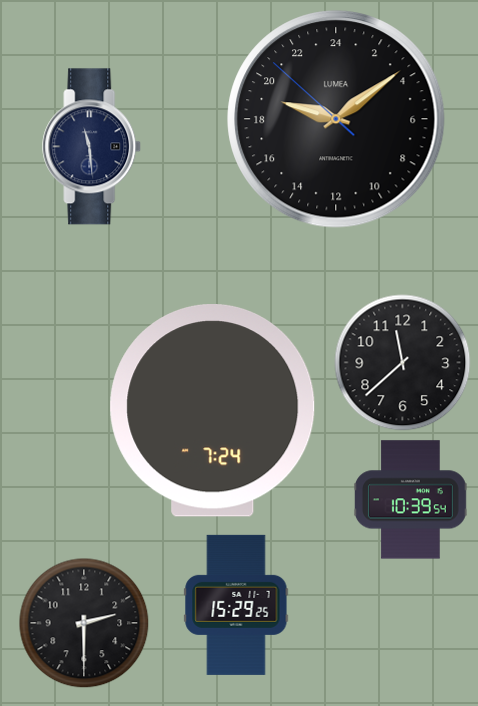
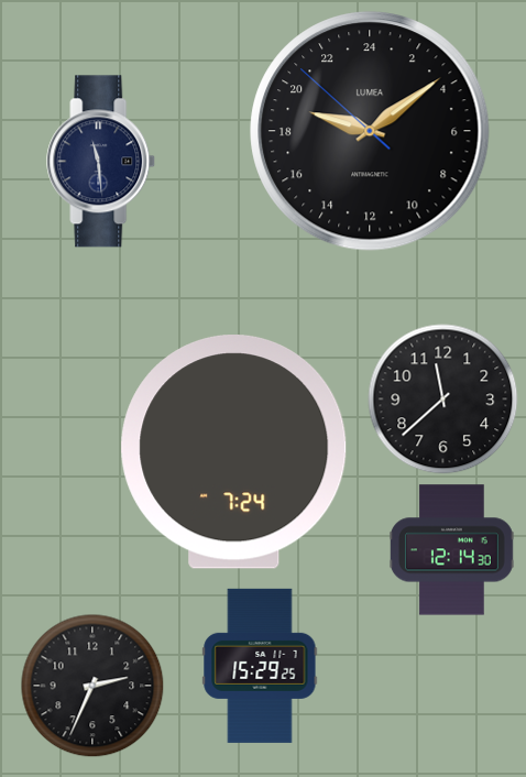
clock at (410, 500): 10:39 -> 12:14
clock at (84, 623): 2:30 -> 2:34
